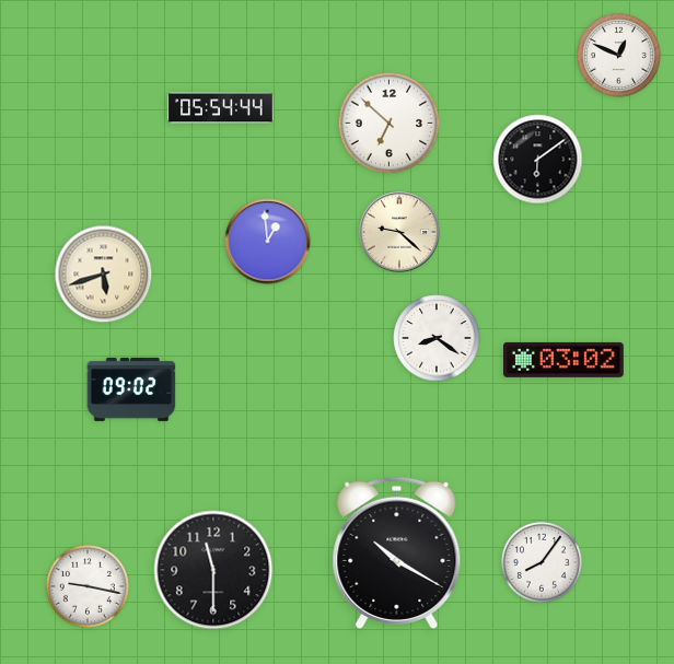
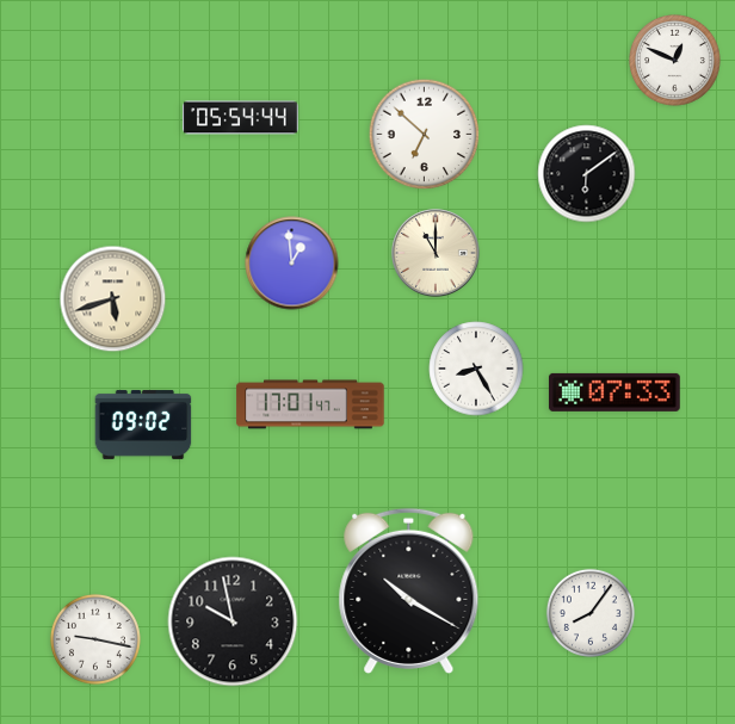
clock at (399, 232): 9:22 -> 11:00
clock at (437, 338): 8:21 -> 8:25
clock at (563, 360): 03:02 -> 07:33
clock at (310, 404): none -> 17:01
clock at (397, 552) position: (397, 552) -> (409, 590)
clock at (213, 570): 11:30 -> 9:58
